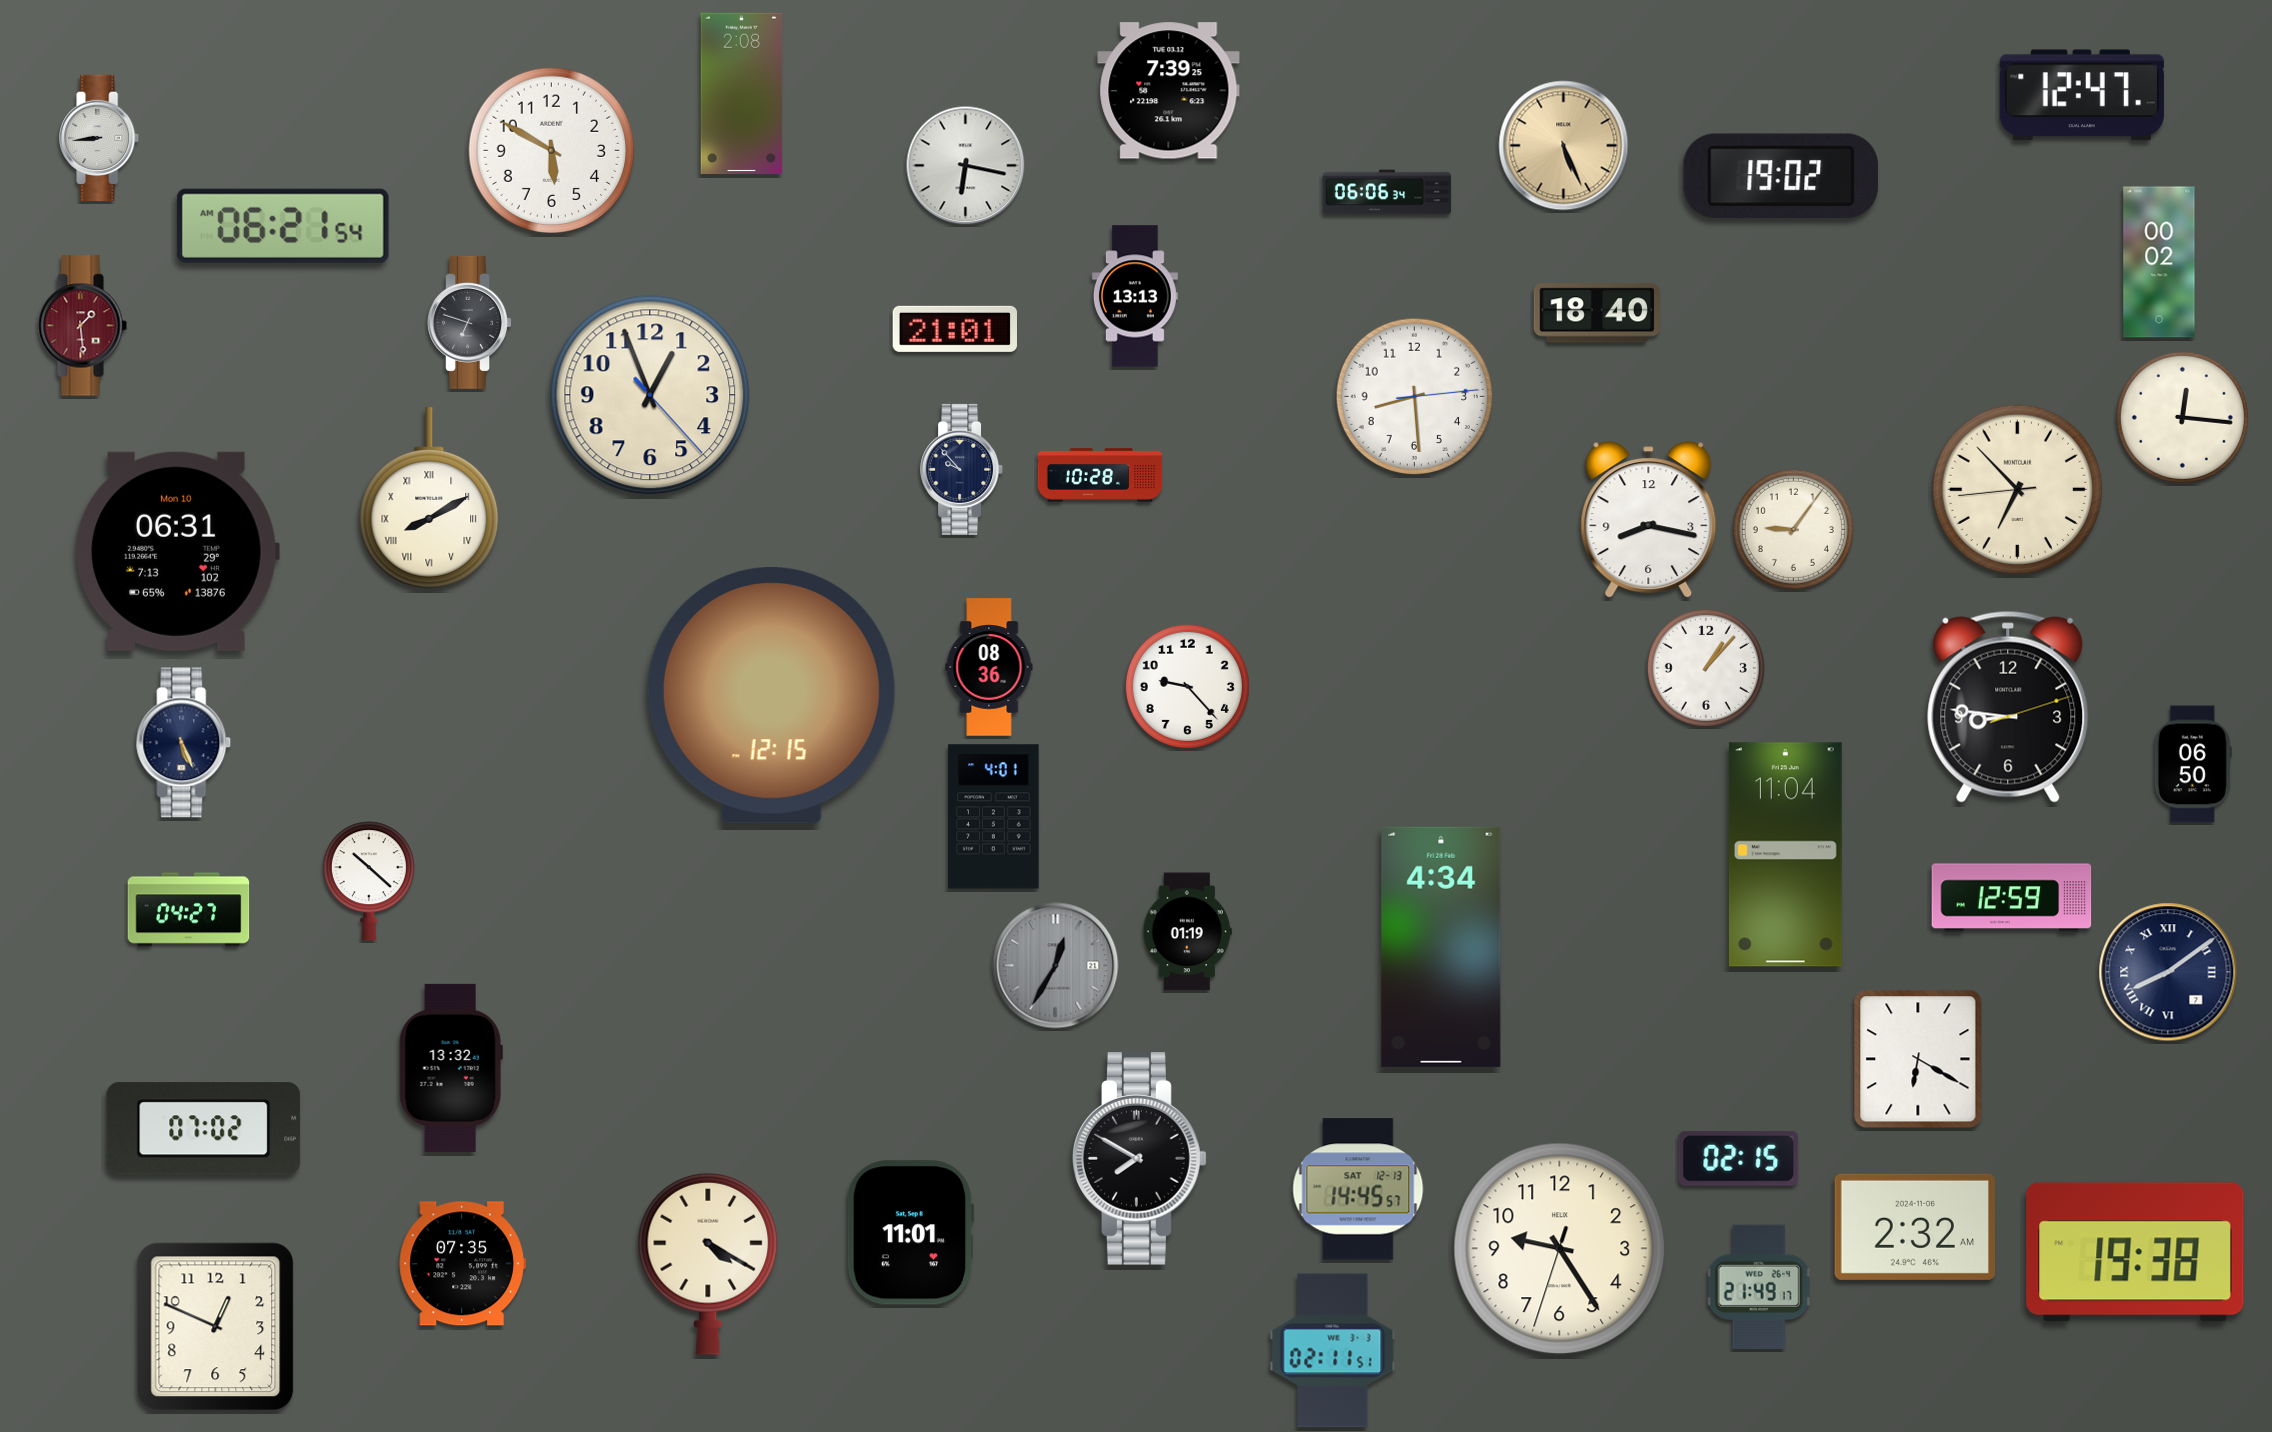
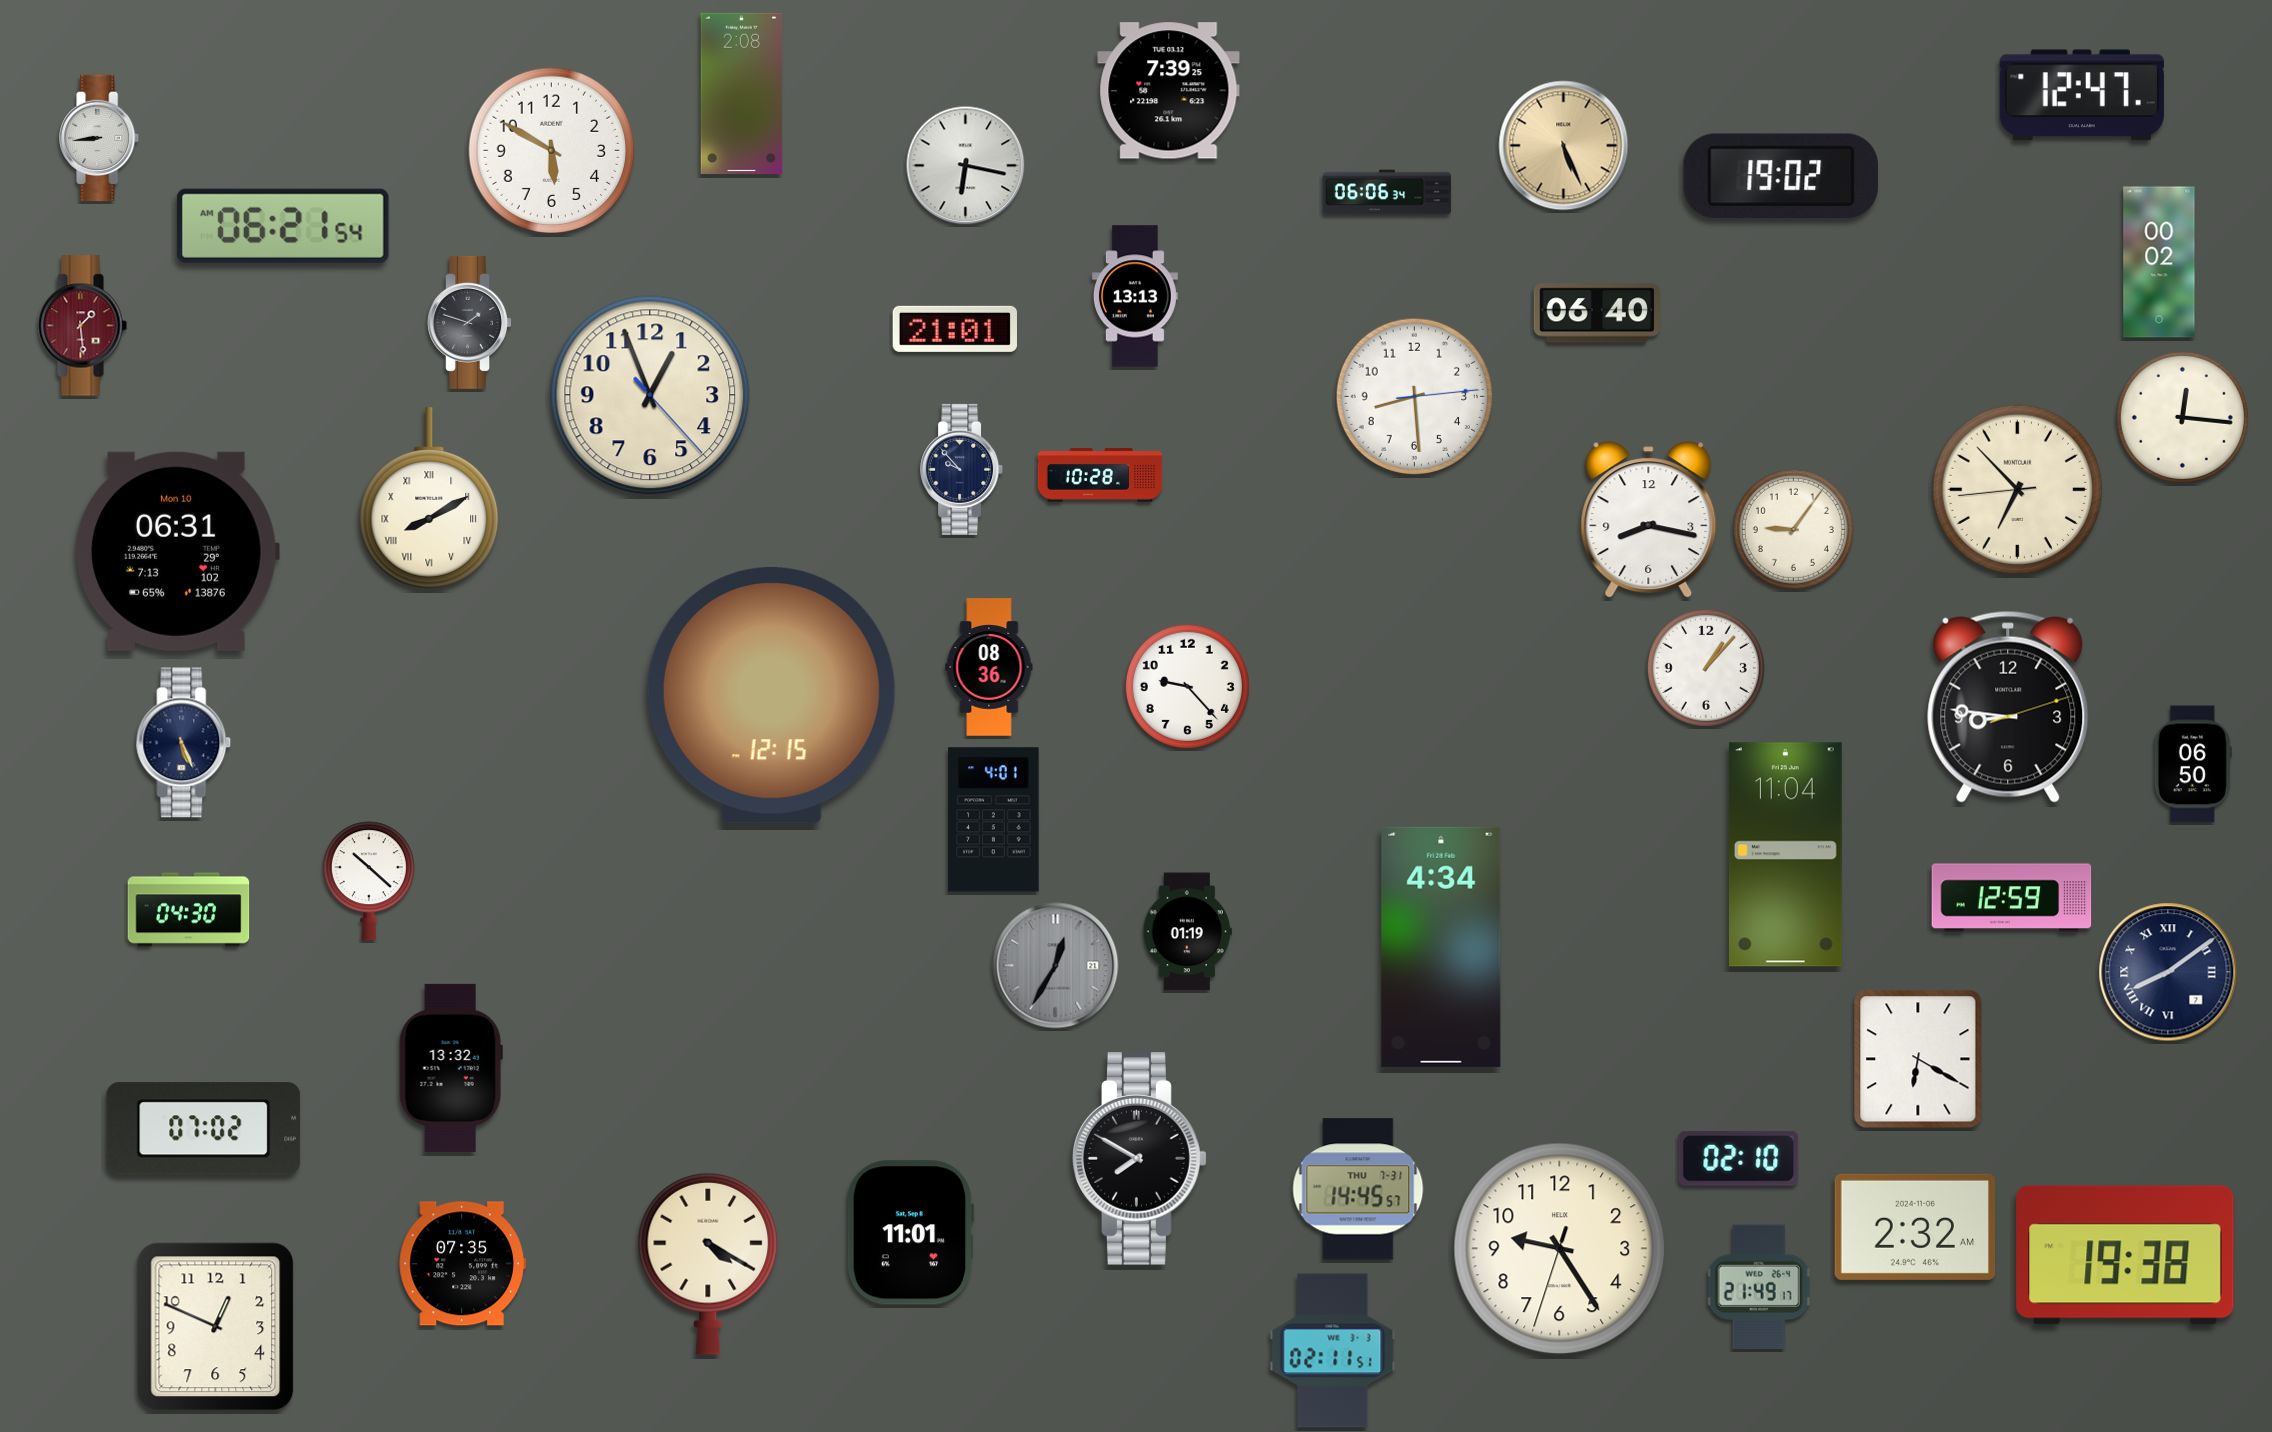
clock at (1597, 313): 18:40 -> 06:40
clock at (469, 322): 6:48 -> 1:48
clock at (994, 817) position: (994, 817) -> (994, 820)
clock at (189, 910): 04:27 -> 04:30
clock at (1739, 1158): 02:15 -> 02:10
clock at (1358, 1189) date: SAT 12-13 -> THU 7-31
clock at (2135, 1252) position: (2135, 1252) -> (2125, 1255)
